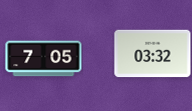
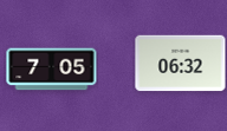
clock at (153, 54): 03:32 -> 06:32
